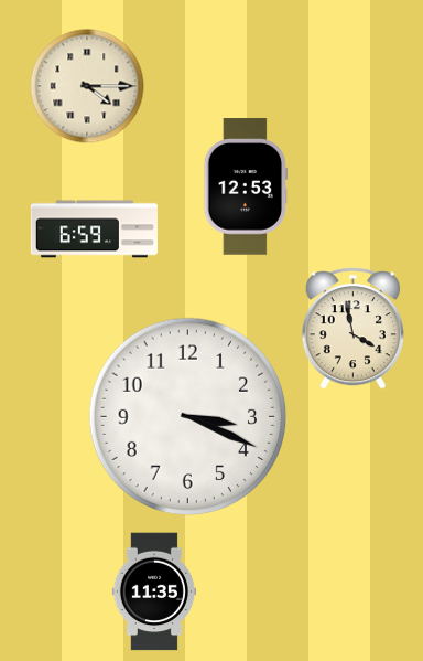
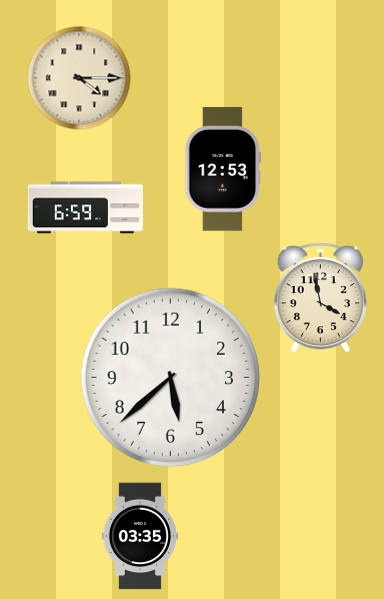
clock at (188, 417): 3:19 -> 5:38
clock at (154, 591): 11:35 -> 03:35
